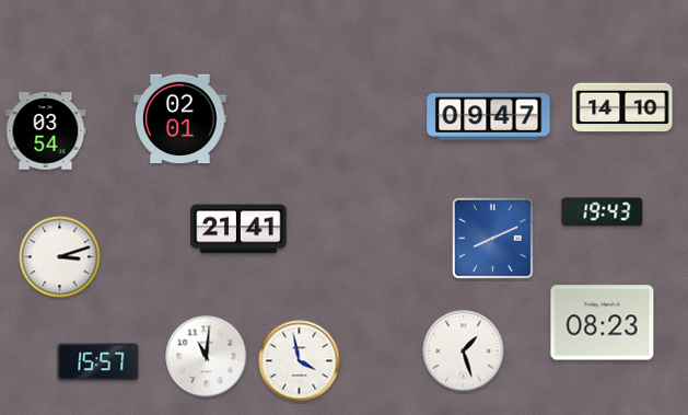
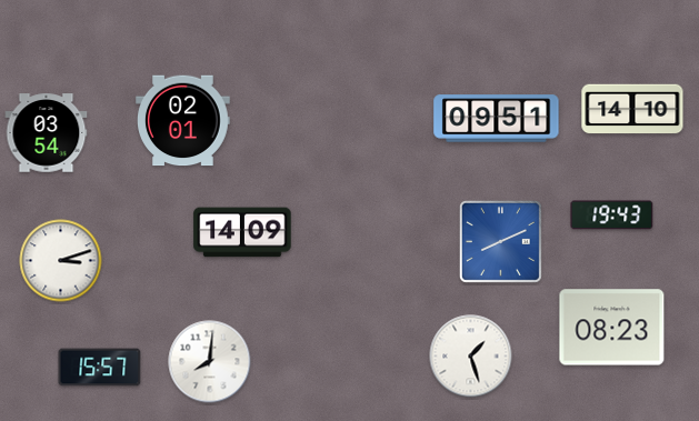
clock at (489, 117): 09:47 -> 09:51
clock at (238, 229): 21:41 -> 14:09
clock at (207, 357): 11:01 -> 8:01
clock at (300, 361): 3:58 -> none
